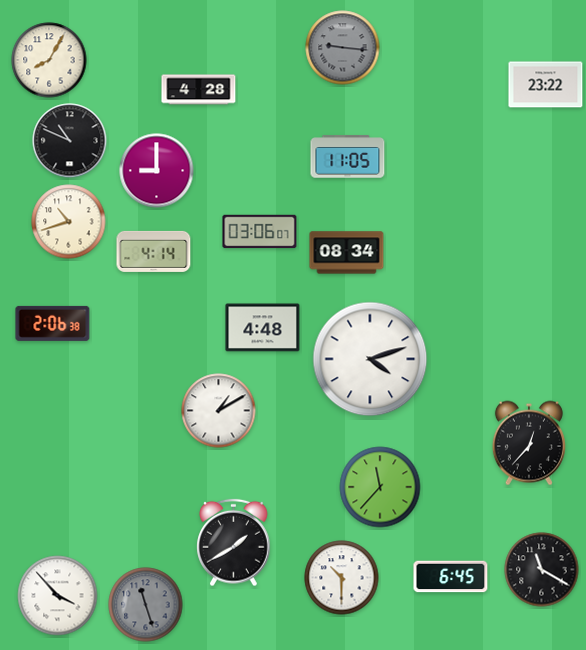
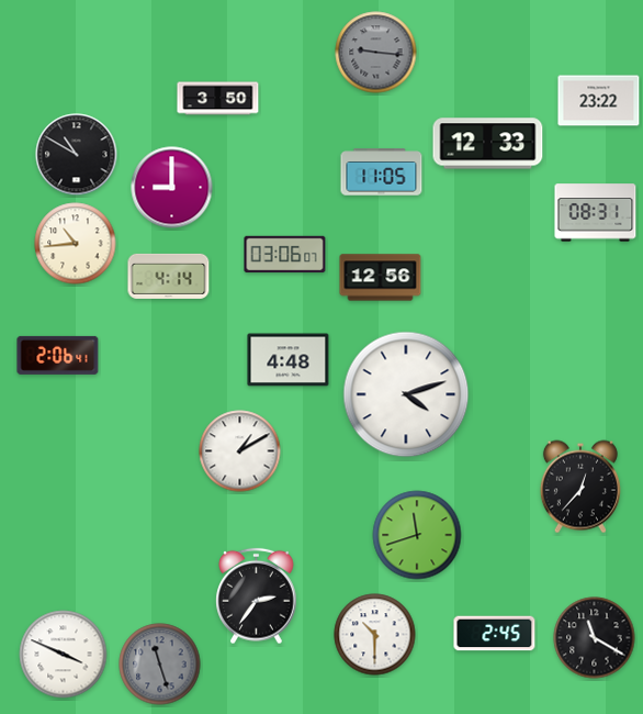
clock at (49, 60): 8:05 -> none
clock at (546, 85) position: (546, 85) -> (599, 101)
clock at (199, 90): 4:28 -> 3:50
clock at (488, 144): none -> 12:33
clock at (70, 141): 10:49 -> 10:50
clock at (596, 213): none -> 08:31
clock at (69, 222): 10:42 -> 10:44
clock at (347, 253): 08:34 -> 12:56
clock at (53, 323): 2:06:38 -> 2:06:41
clock at (380, 487): 11:37 -> 11:42
clock at (234, 543): 1:40 -> 2:36
clock at (542, 570) position: (542, 570) -> (595, 638)
clock at (451, 577): 6:45 -> 2:45
clock at (58, 596): 3:53 -> 3:49
